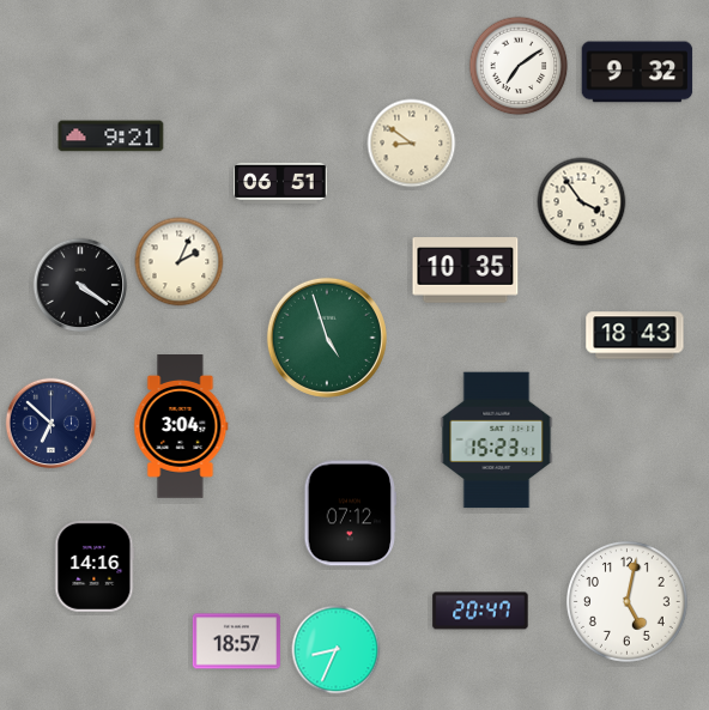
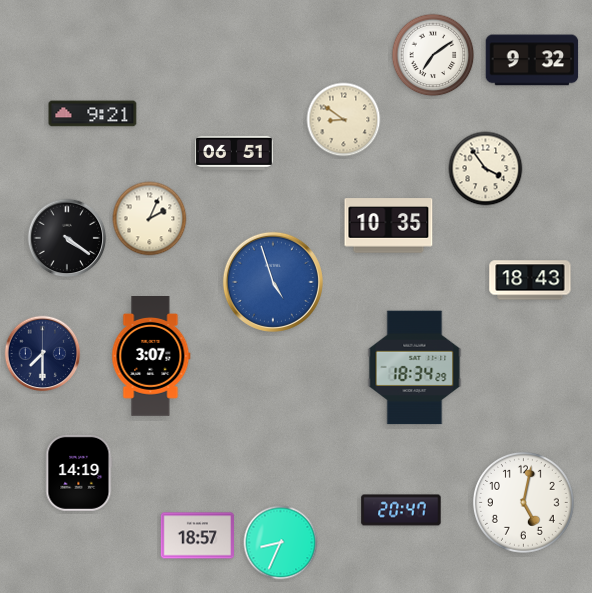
clock at (327, 338) dial: green -> blue
clock at (51, 424): 6:52 -> 7:30
clock at (181, 427): 3:04 -> 3:07
clock at (497, 441): 15:23 -> 18:34
clock at (351, 514): 07:12 -> none
clock at (95, 566): 14:16 -> 14:19
